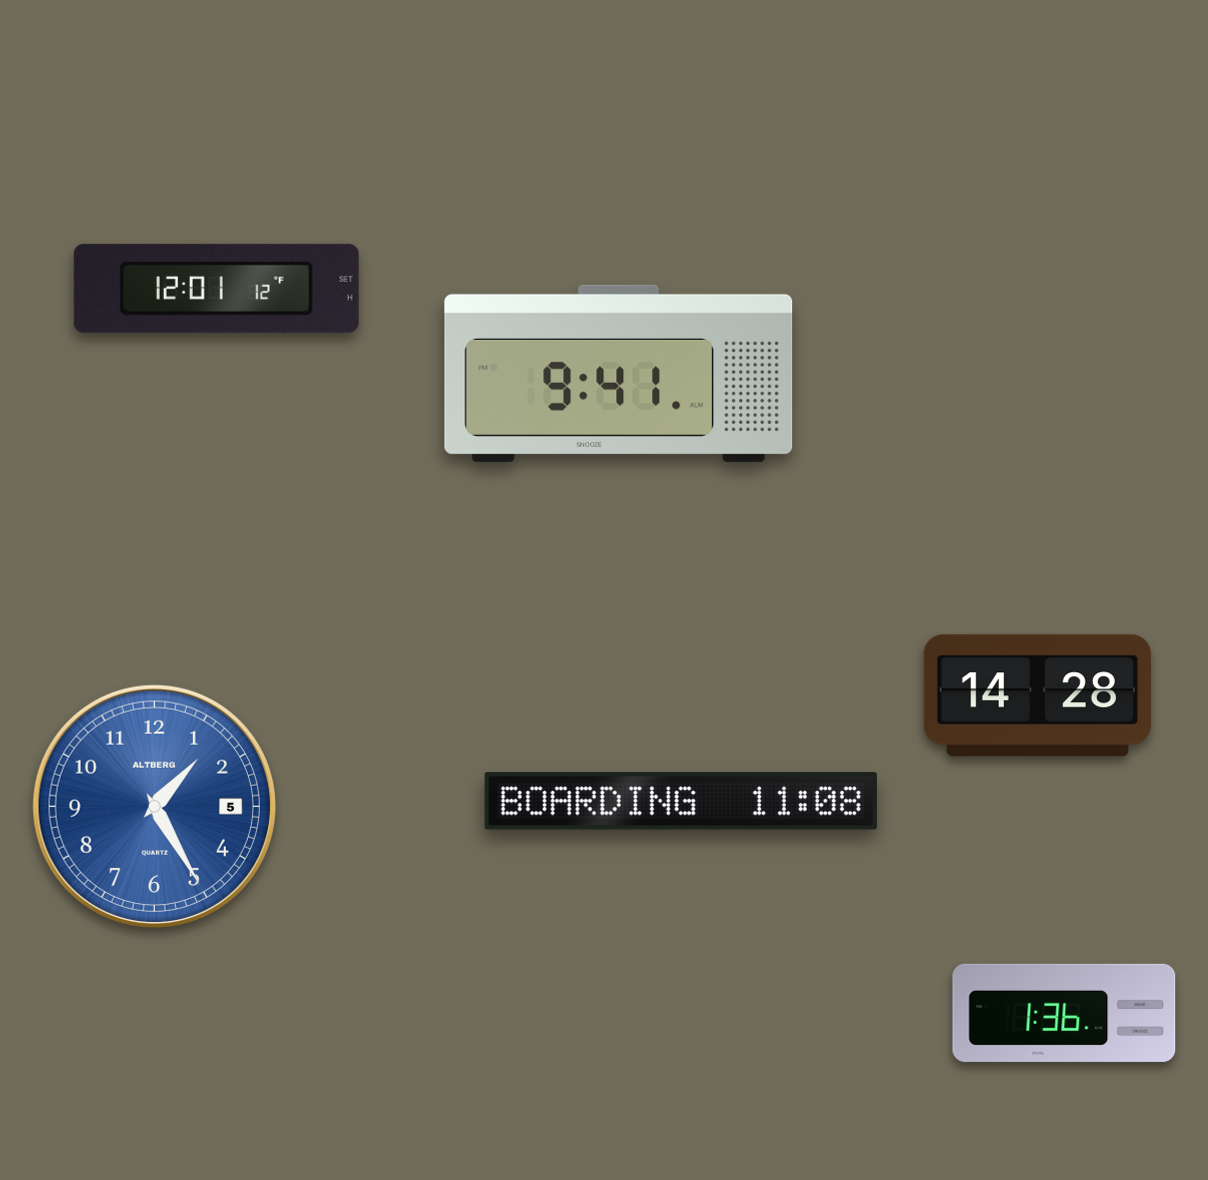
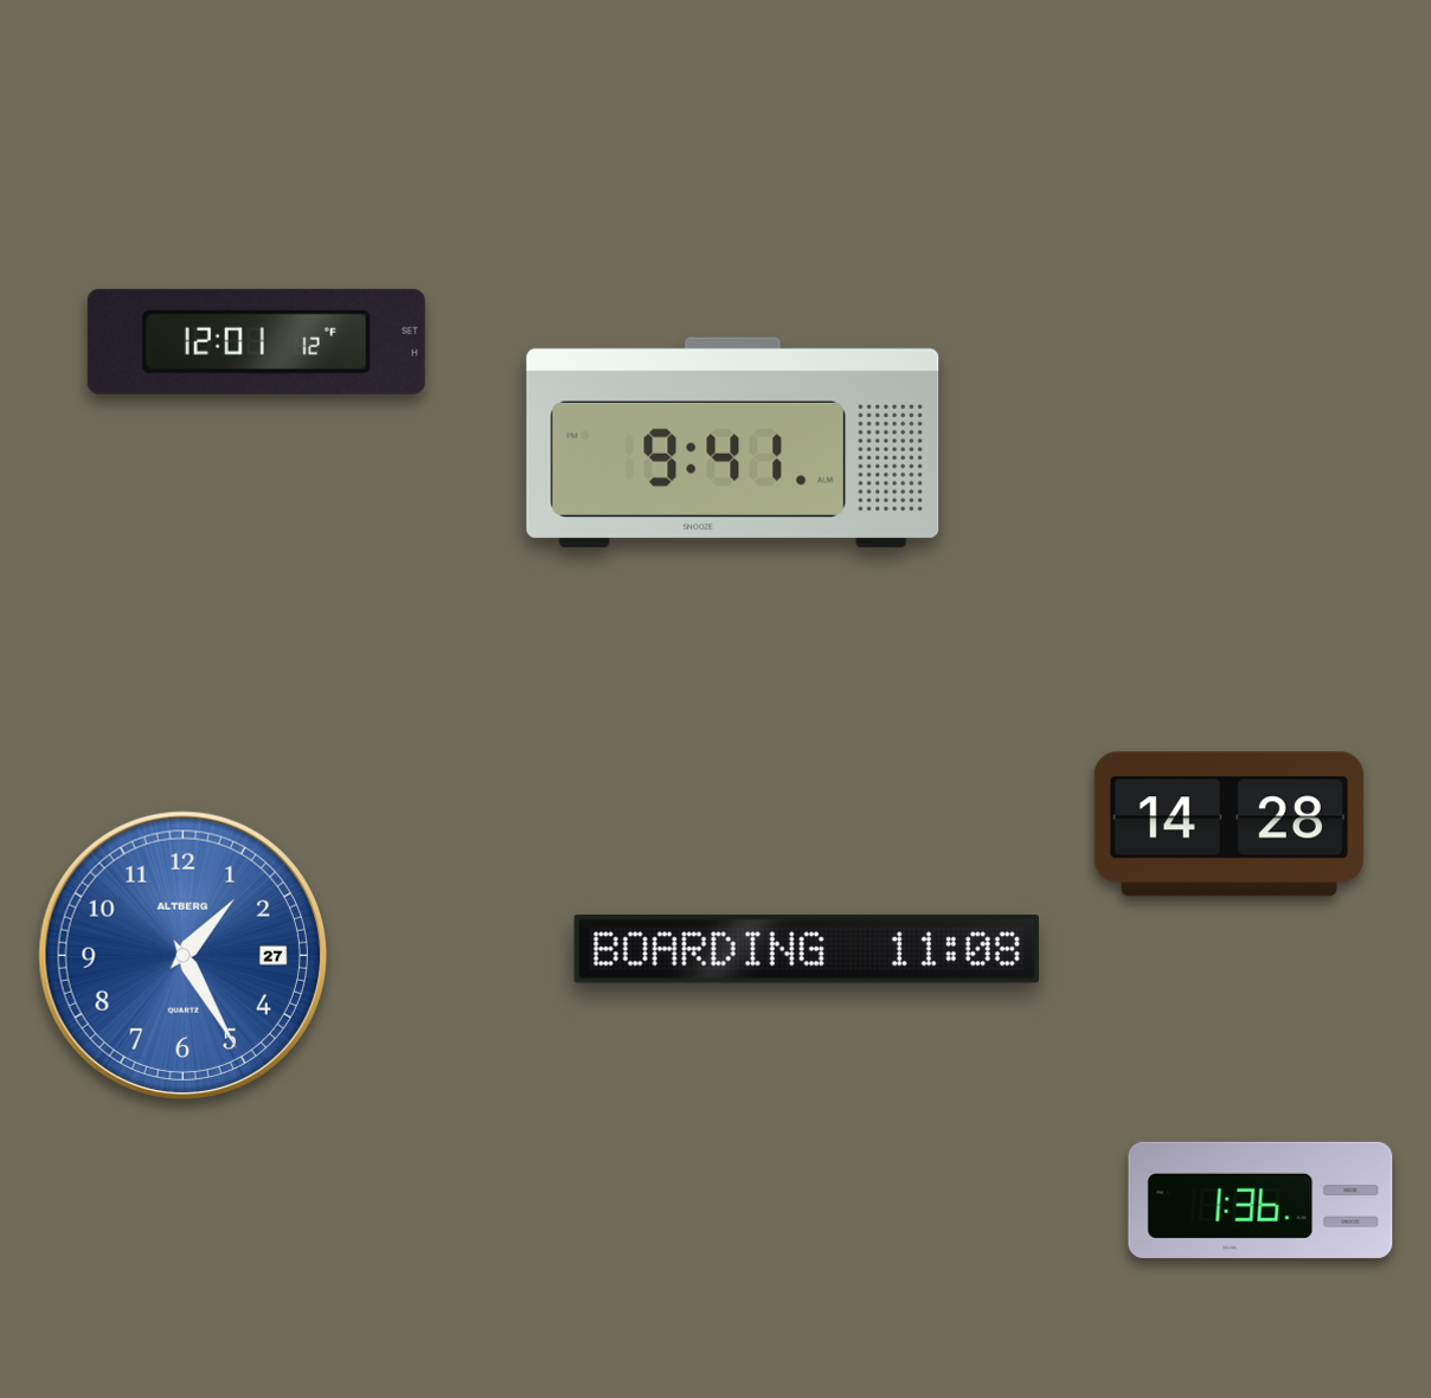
clock at (154, 806) date: 5 -> 27
